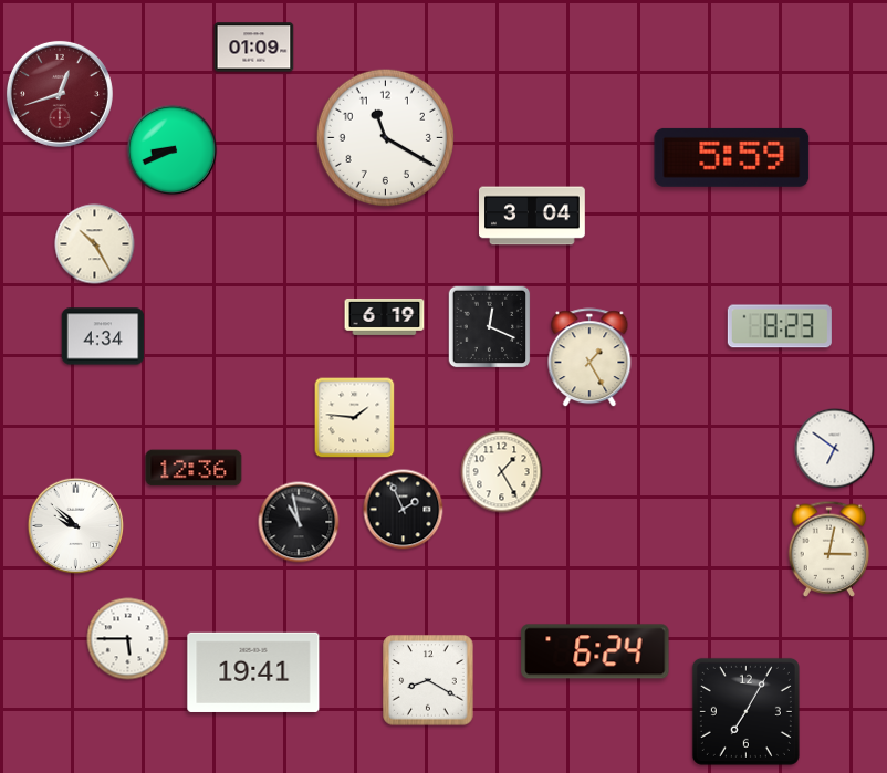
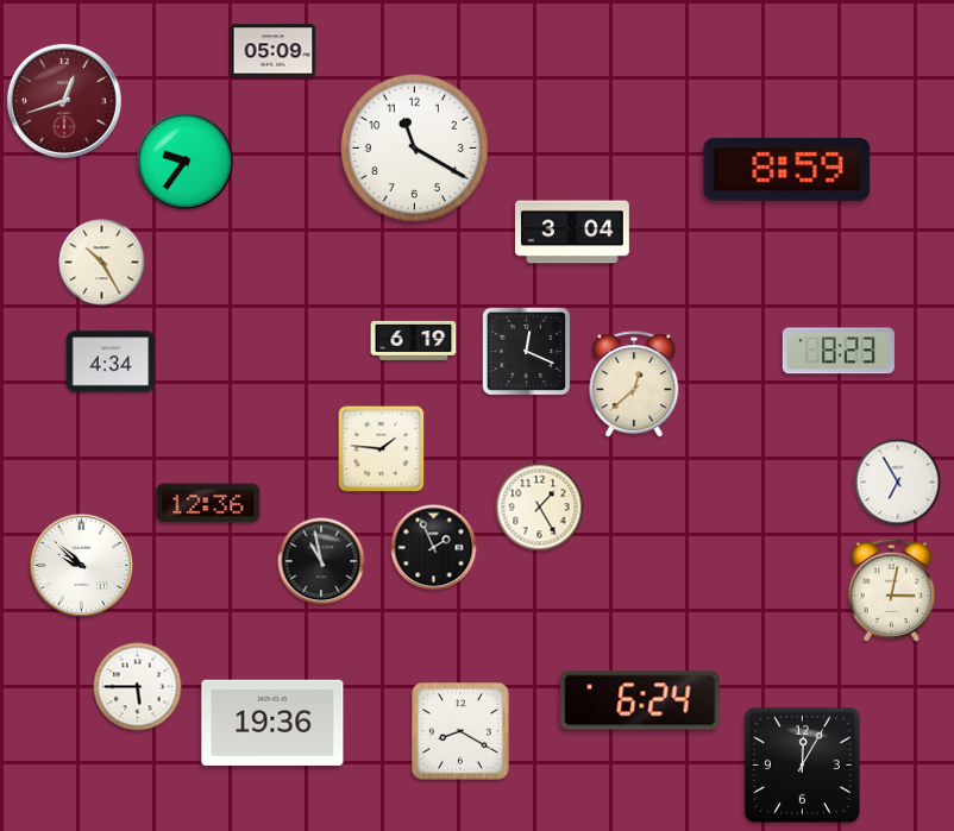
clock at (254, 48): 01:09 -> 05:09
clock at (173, 150): 8:41 -> 9:36
clock at (732, 157): 5:59 -> 8:59
clock at (589, 358): 1:25 -> 12:38
clock at (835, 449): 6:51 -> 6:55
clock at (253, 671): 19:41 -> 19:36
clock at (745, 711): 7:05 -> 12:05
